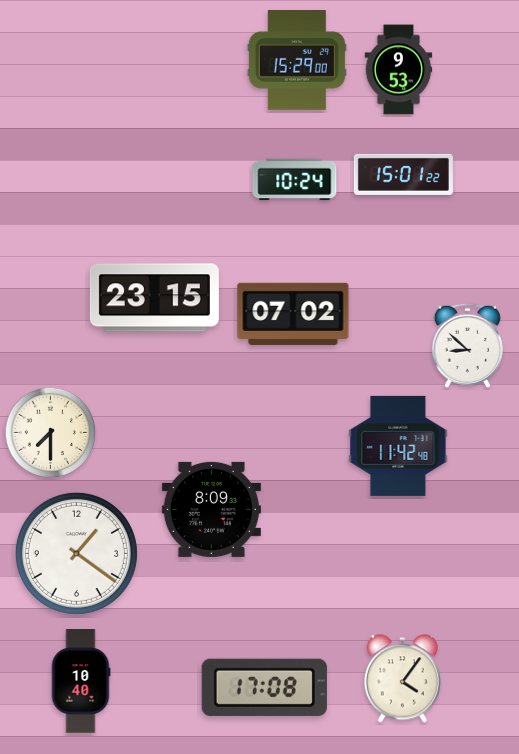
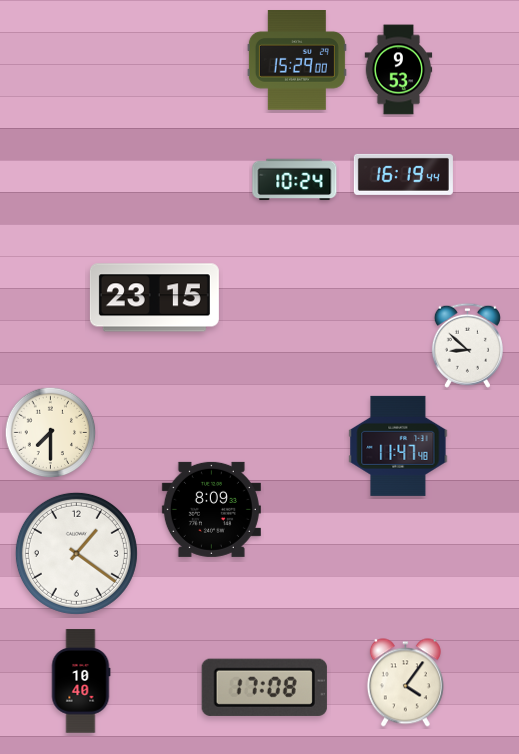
clock at (403, 174): 15:01 -> 16:19
clock at (293, 314): 07:02 -> none
clock at (398, 446): 11:42 -> 11:47
clock at (402, 679) position: (402, 679) -> (405, 683)
